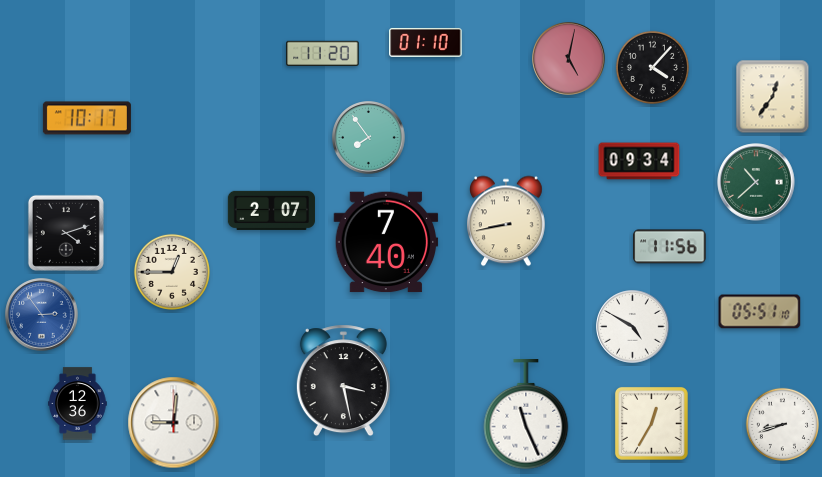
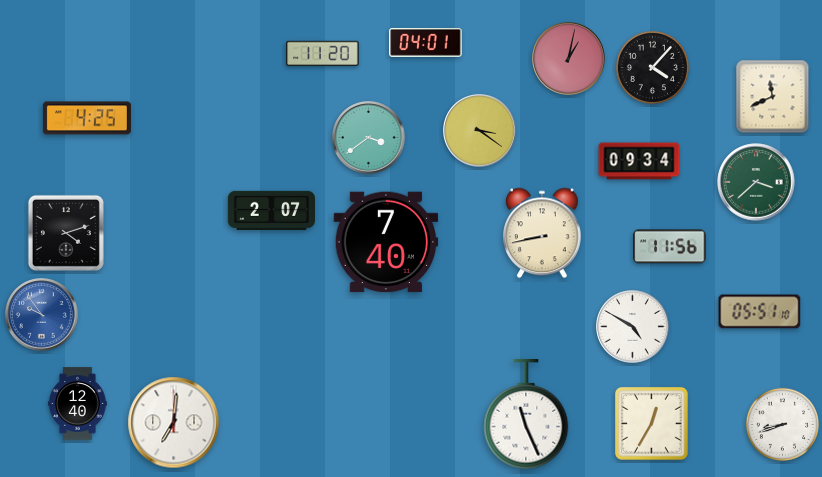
clock at (426, 43): 01:10 -> 04:01
clock at (569, 59): 5:02 -> 1:02
clock at (773, 97): 12:36 -> 11:41
clock at (87, 118): 10:17 -> 4:25
clock at (480, 131): none -> 3:21
clock at (369, 138): 7:54 -> 3:39
clock at (756, 182): 10:38 -> 3:38
clock at (507, 221) position: (507, 221) -> (543, 233)
clock at (172, 272): 12:45 -> none
clock at (42, 315): 2:54 -> 9:54
clock at (343, 381): 3:28 -> none
clock at (78, 404): 12:36 -> 12:40
clock at (174, 423): 9:01 -> 7:01
